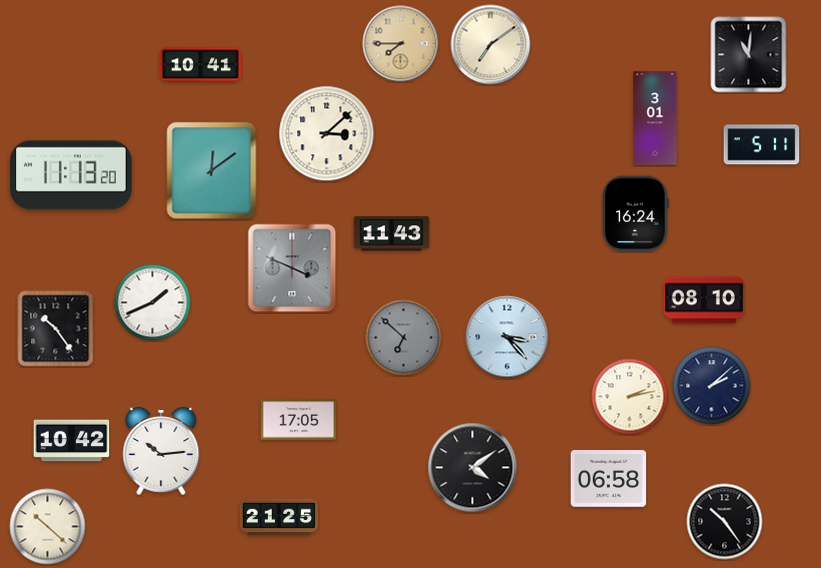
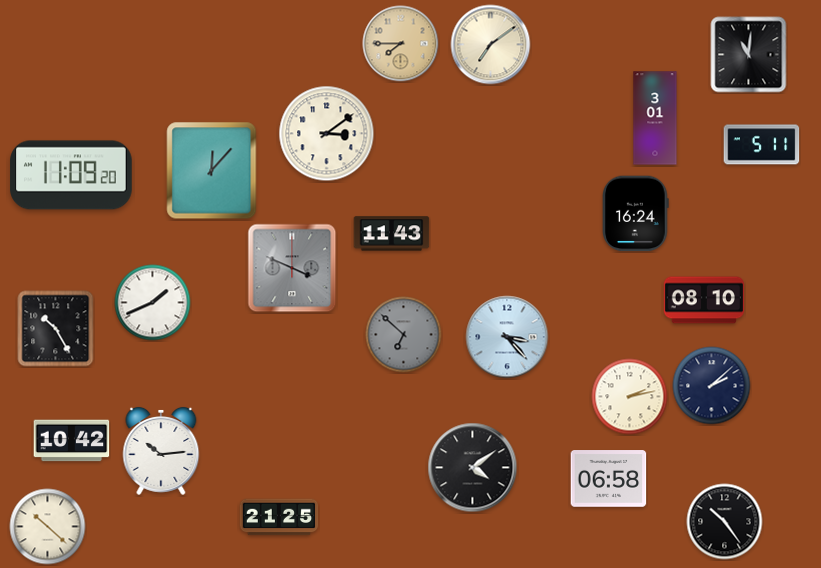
clock at (200, 65): 10:41 -> none
clock at (327, 134): 3:08 -> 3:09
clock at (212, 171): 12:09 -> 12:07
clock at (71, 175): 11:13 -> 11:09
clock at (56, 329): 10:24 -> 10:25
clock at (404, 338) position: (404, 338) -> (404, 335)
clock at (299, 420): 17:05 -> none
